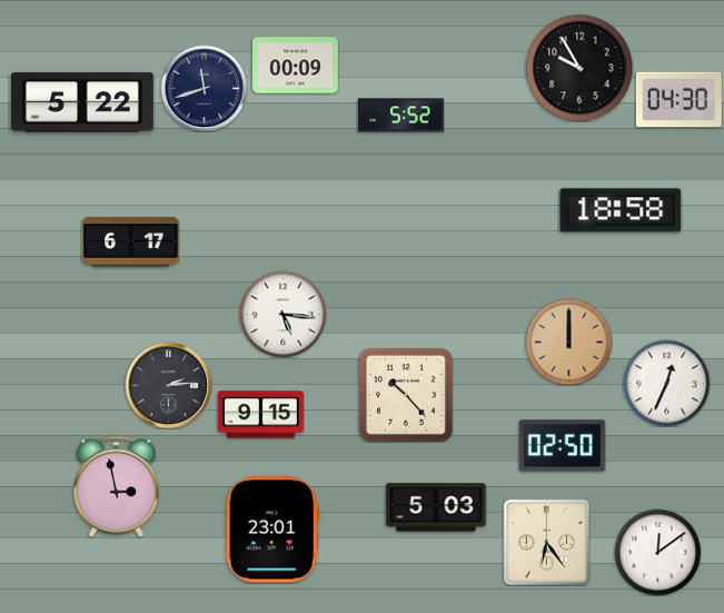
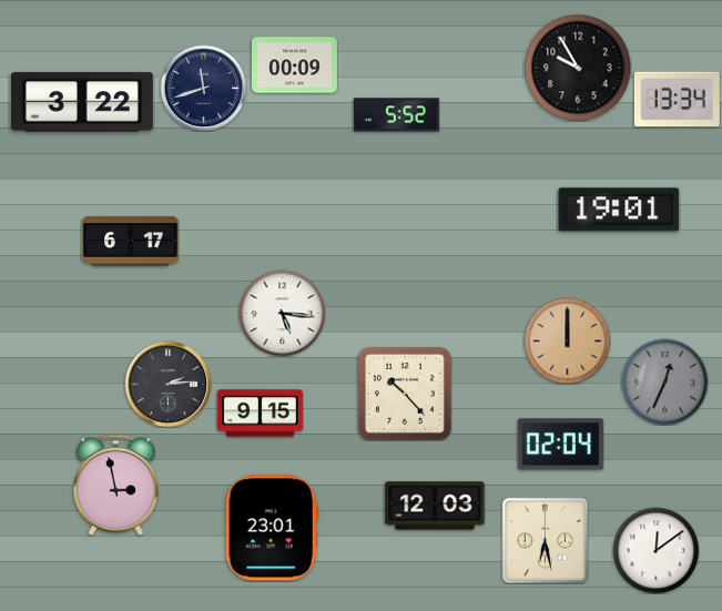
clock at (678, 100): 04:30 -> 13:34
clock at (82, 102): 5:22 -> 3:22
clock at (400, 116) position: (400, 116) -> (396, 115)
clock at (621, 210): 18:58 -> 19:01
clock at (666, 383) dial: white -> grey
clock at (562, 446): 02:50 -> 02:04
clock at (436, 507): 5:03 -> 12:03
clock at (546, 542): 6:24 -> 6:28
